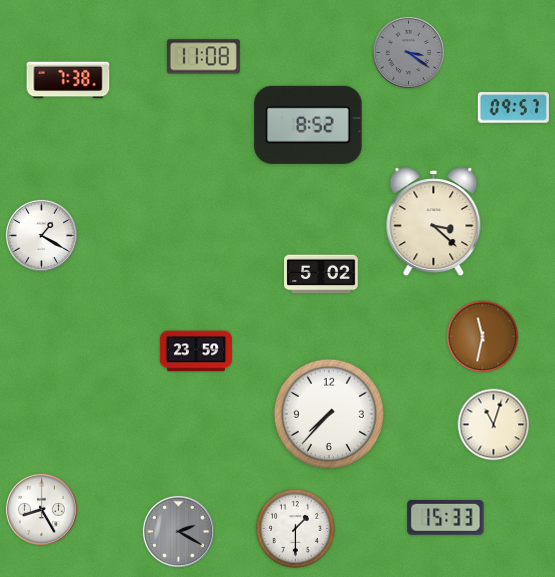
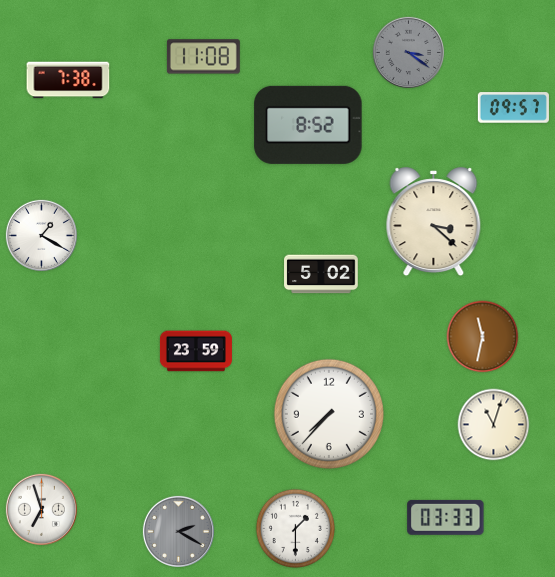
clock at (41, 509): 8:25 -> 6:57
clock at (446, 517): 15:33 -> 03:33
